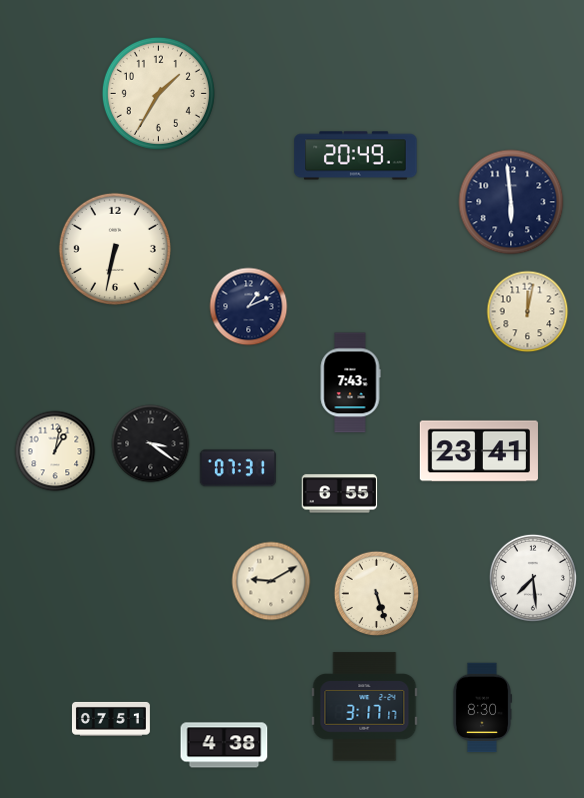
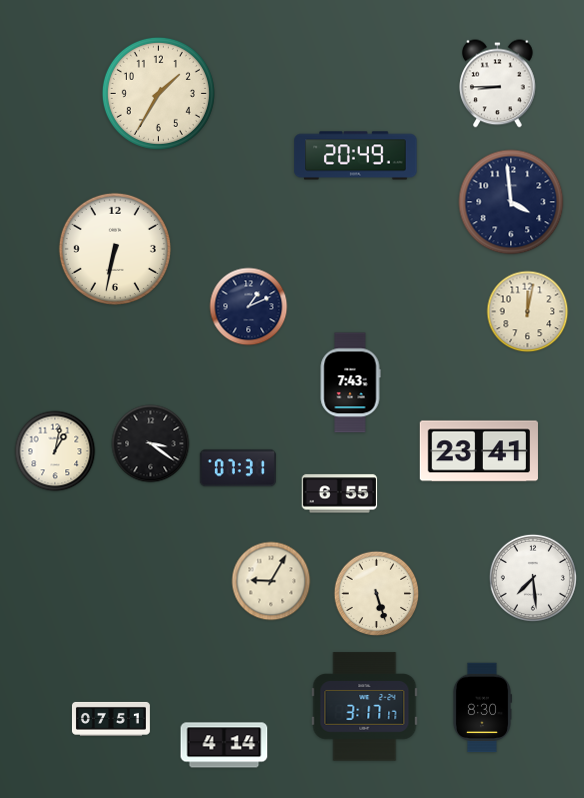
clock at (498, 84): none -> 8:45
clock at (511, 202): 5:59 -> 3:59
clock at (271, 581): 9:10 -> 9:05
clock at (224, 745): 4:38 -> 4:14
